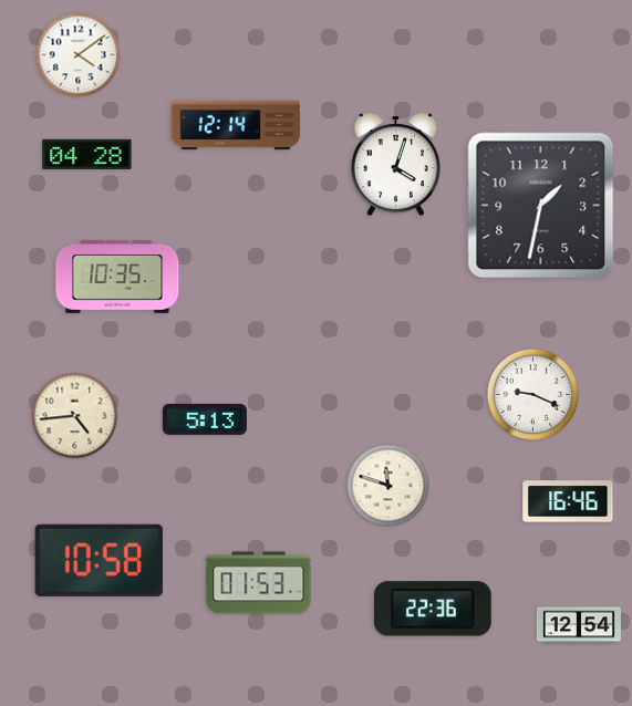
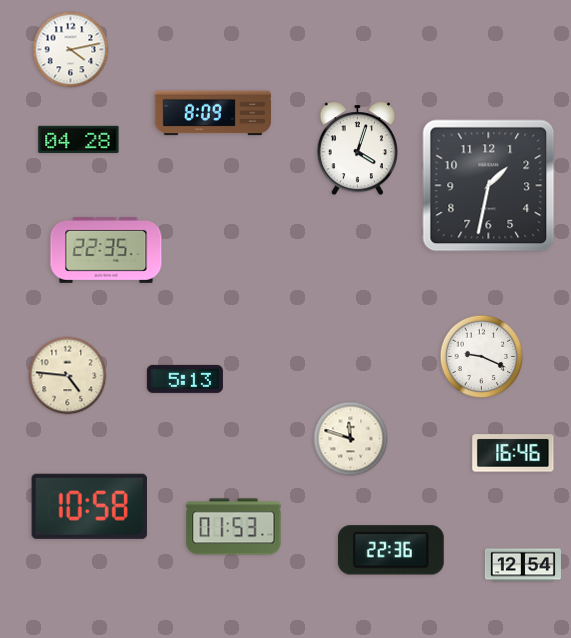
clock at (79, 55): 4:09 -> 4:13
clock at (236, 125): 12:14 -> 8:09
clock at (117, 277): 10:35 -> 22:35
clock at (75, 416): 4:44 -> 4:46
